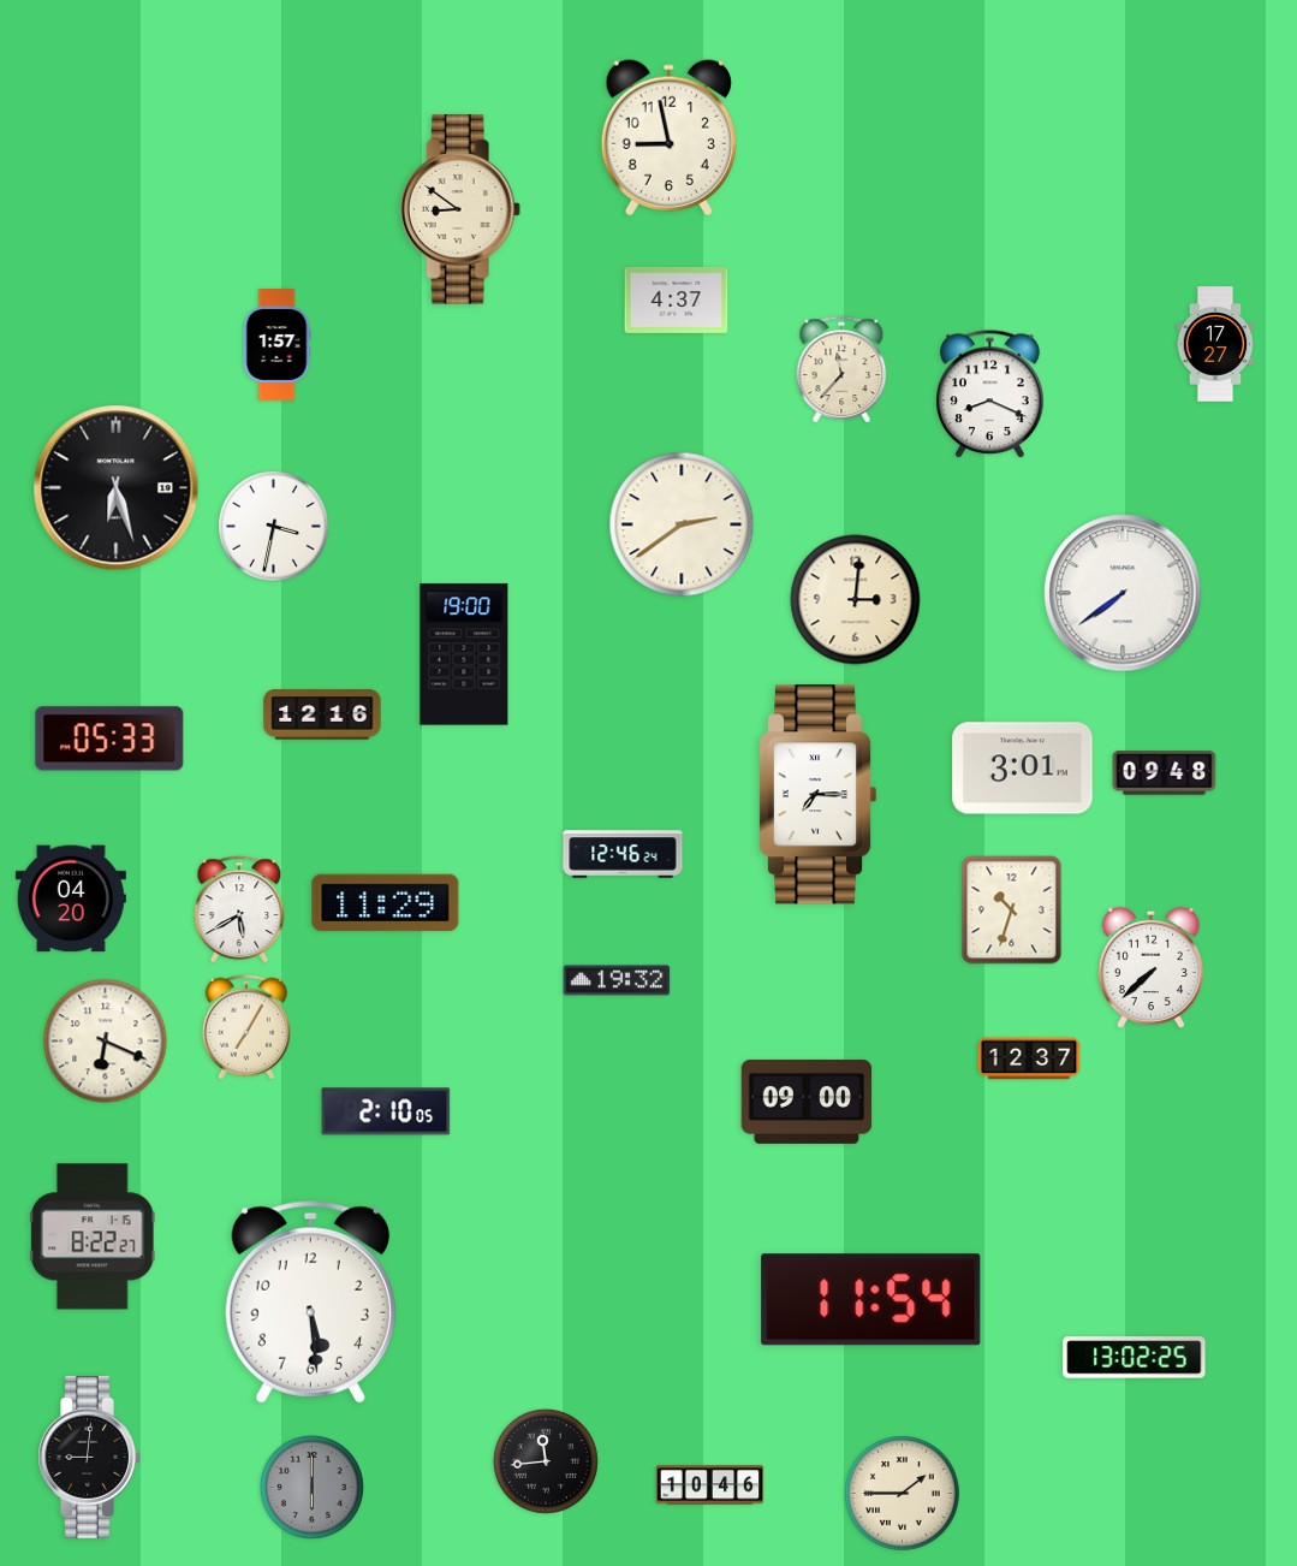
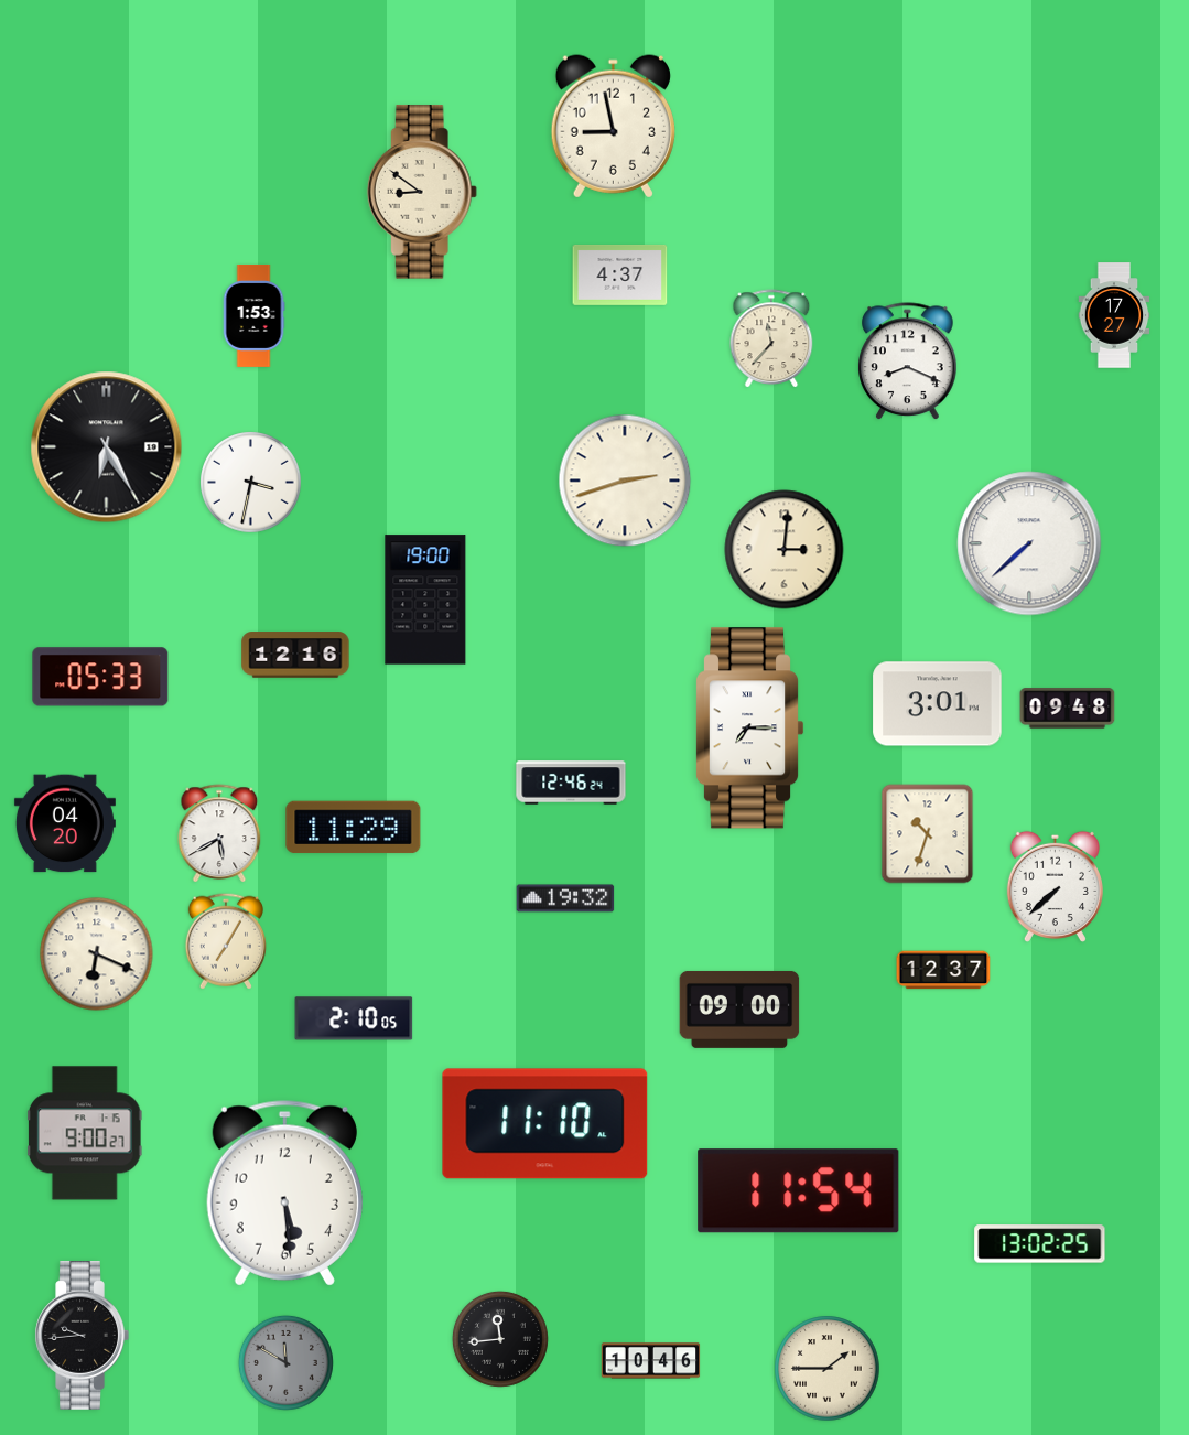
clock at (276, 344): 1:57 -> 1:53
clock at (117, 488): 6:27 -> 6:25
clock at (682, 524): 2:39 -> 2:42
clock at (1123, 593): 7:39 -> 7:38
clock at (545, 1124): none -> 11:10
clock at (93, 1236): 8:22 -> 9:00
clock at (89, 1457): 9:01 -> 9:44
clock at (311, 1487): 6:00 -> 11:50
